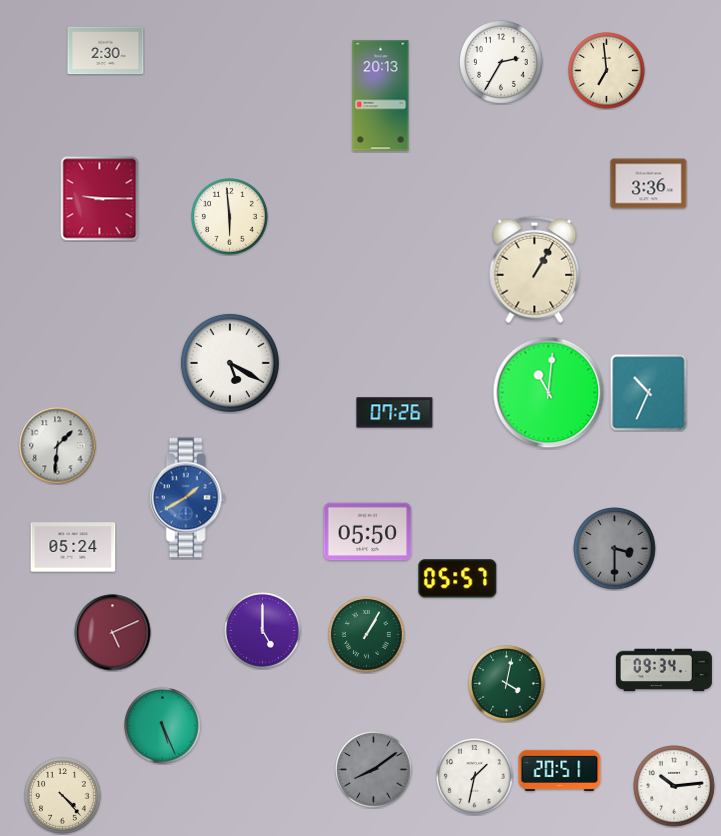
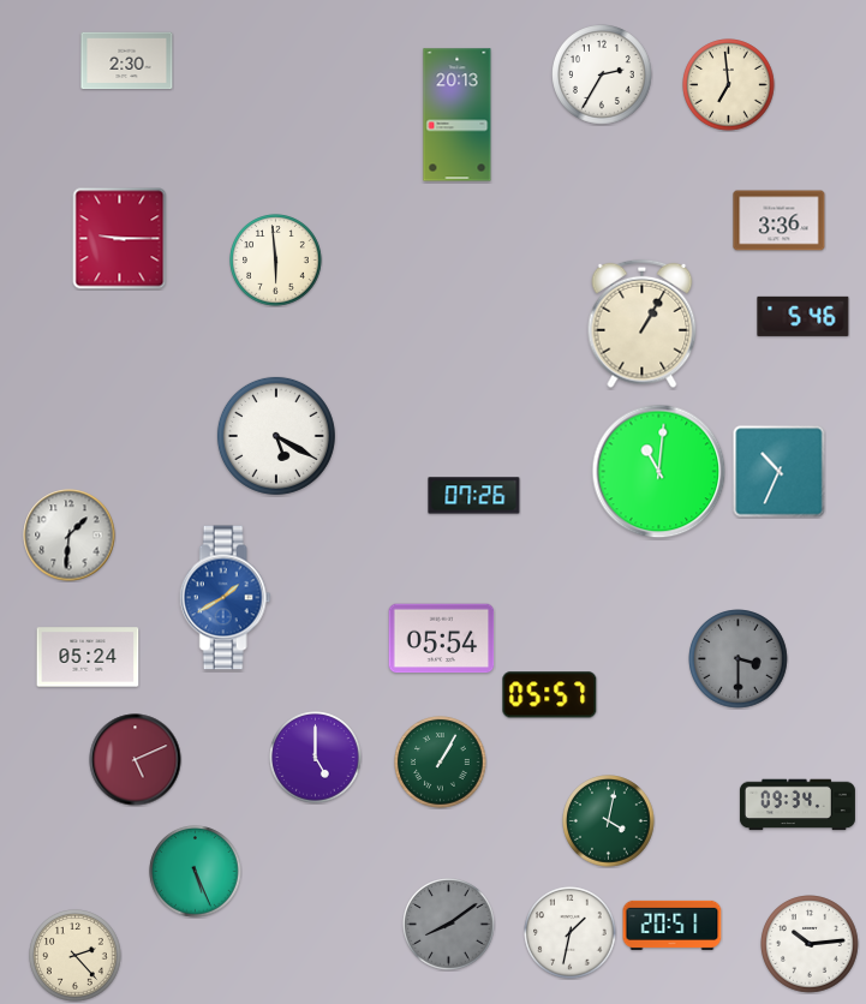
clock at (804, 316): none -> 5:46
clock at (368, 532): 05:50 -> 05:54
clock at (63, 796): 4:23 -> 2:23
